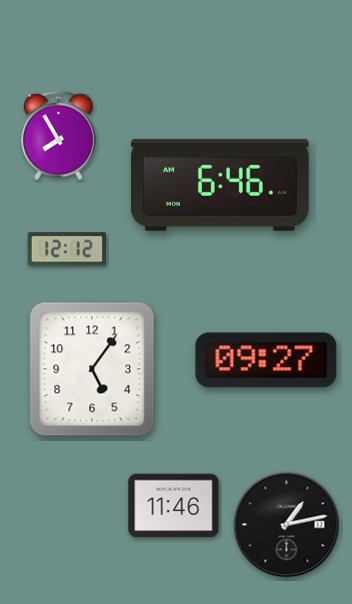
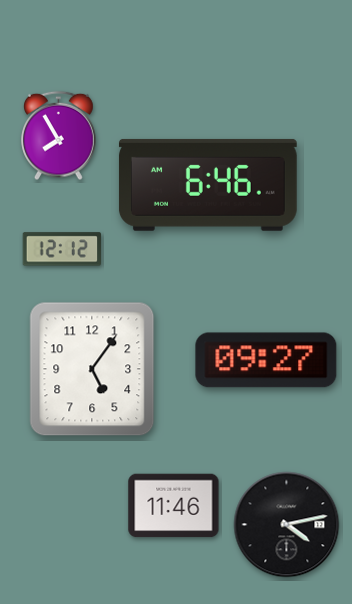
clock at (220, 185) position: (220, 185) -> (208, 185)
clock at (67, 249) position: (67, 249) -> (62, 249)
clock at (287, 525): 1:13 -> 4:13
